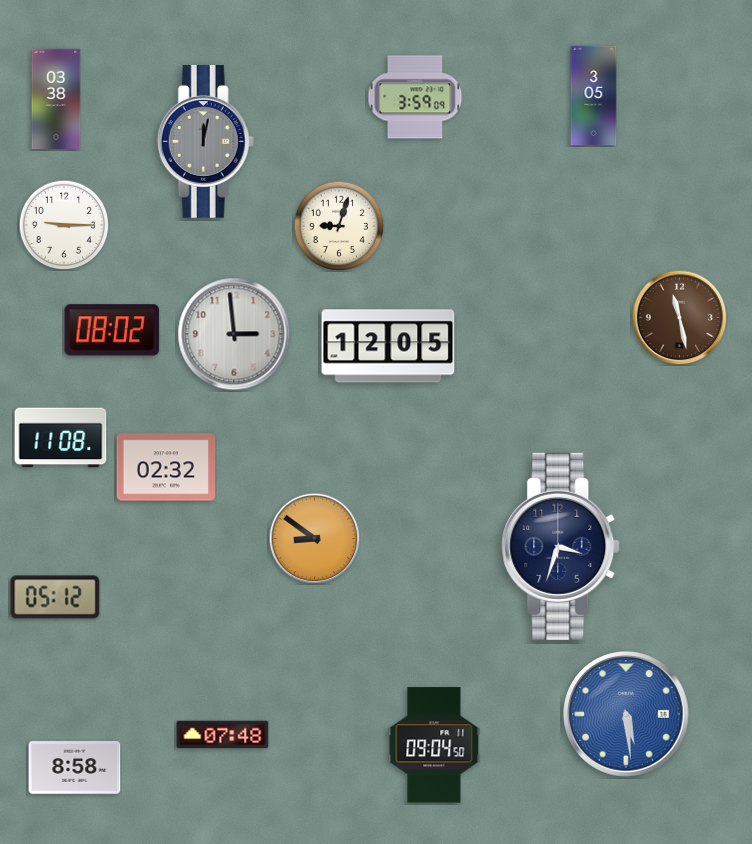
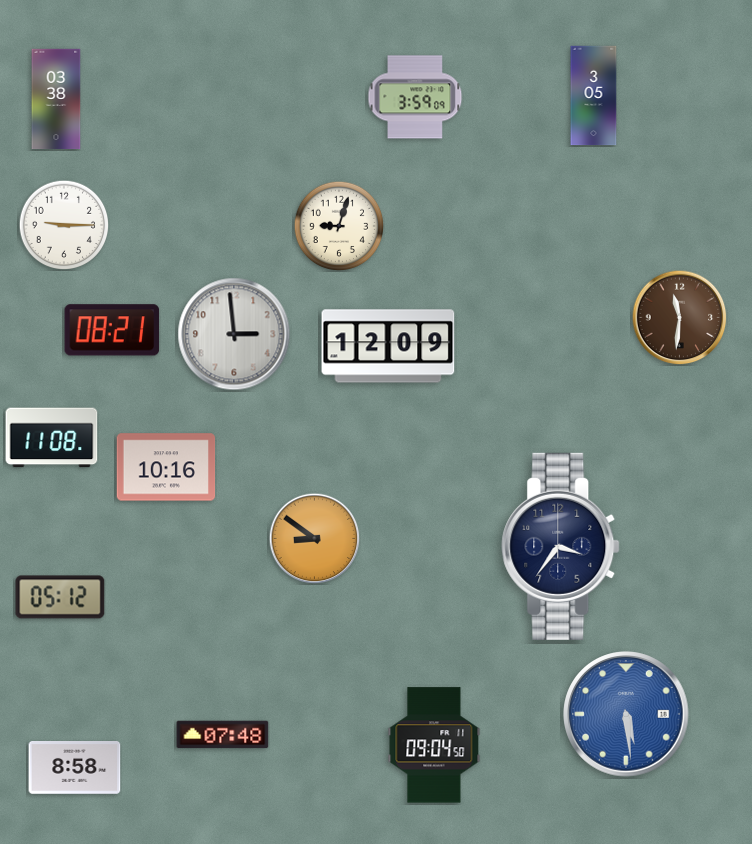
clock at (205, 142): 12:02 -> none
clock at (679, 317): 11:28 -> 11:31
clock at (112, 330): 08:02 -> 08:21
clock at (388, 346): 12:05 -> 12:09
clock at (61, 438) position: (61, 438) -> (52, 438)
clock at (166, 467): 02:32 -> 10:16
clock at (561, 546): 3:33 -> 3:36
clock at (55, 597) position: (55, 597) -> (60, 597)
